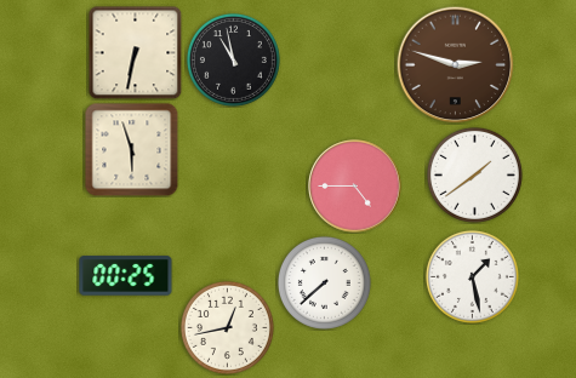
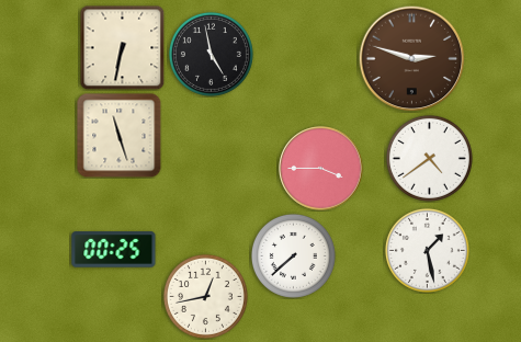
clock at (233, 59): 10:58 -> 4:58
clock at (131, 149): 5:57 -> 11:27
clock at (474, 174): 1:39 -> 4:39
clock at (355, 187): 4:45 -> 3:45
